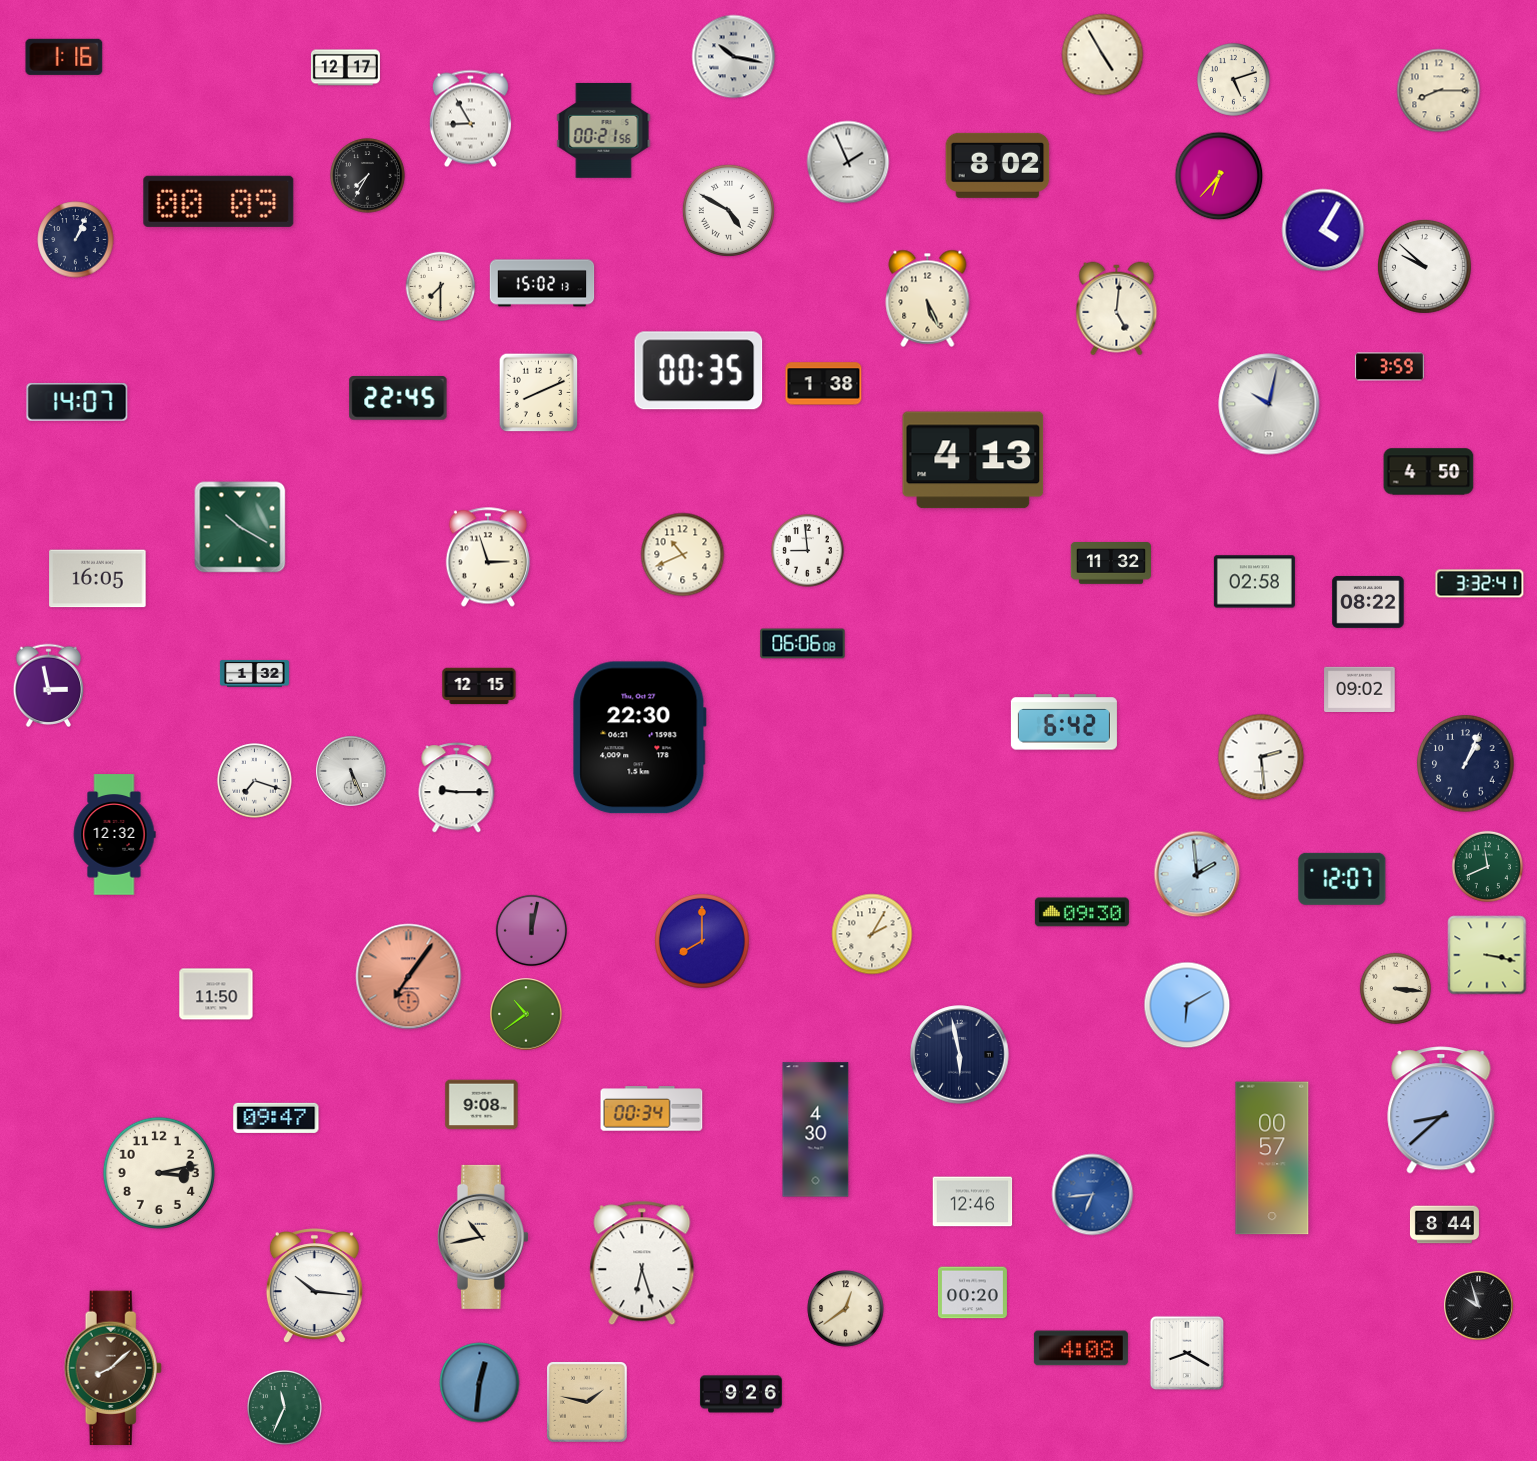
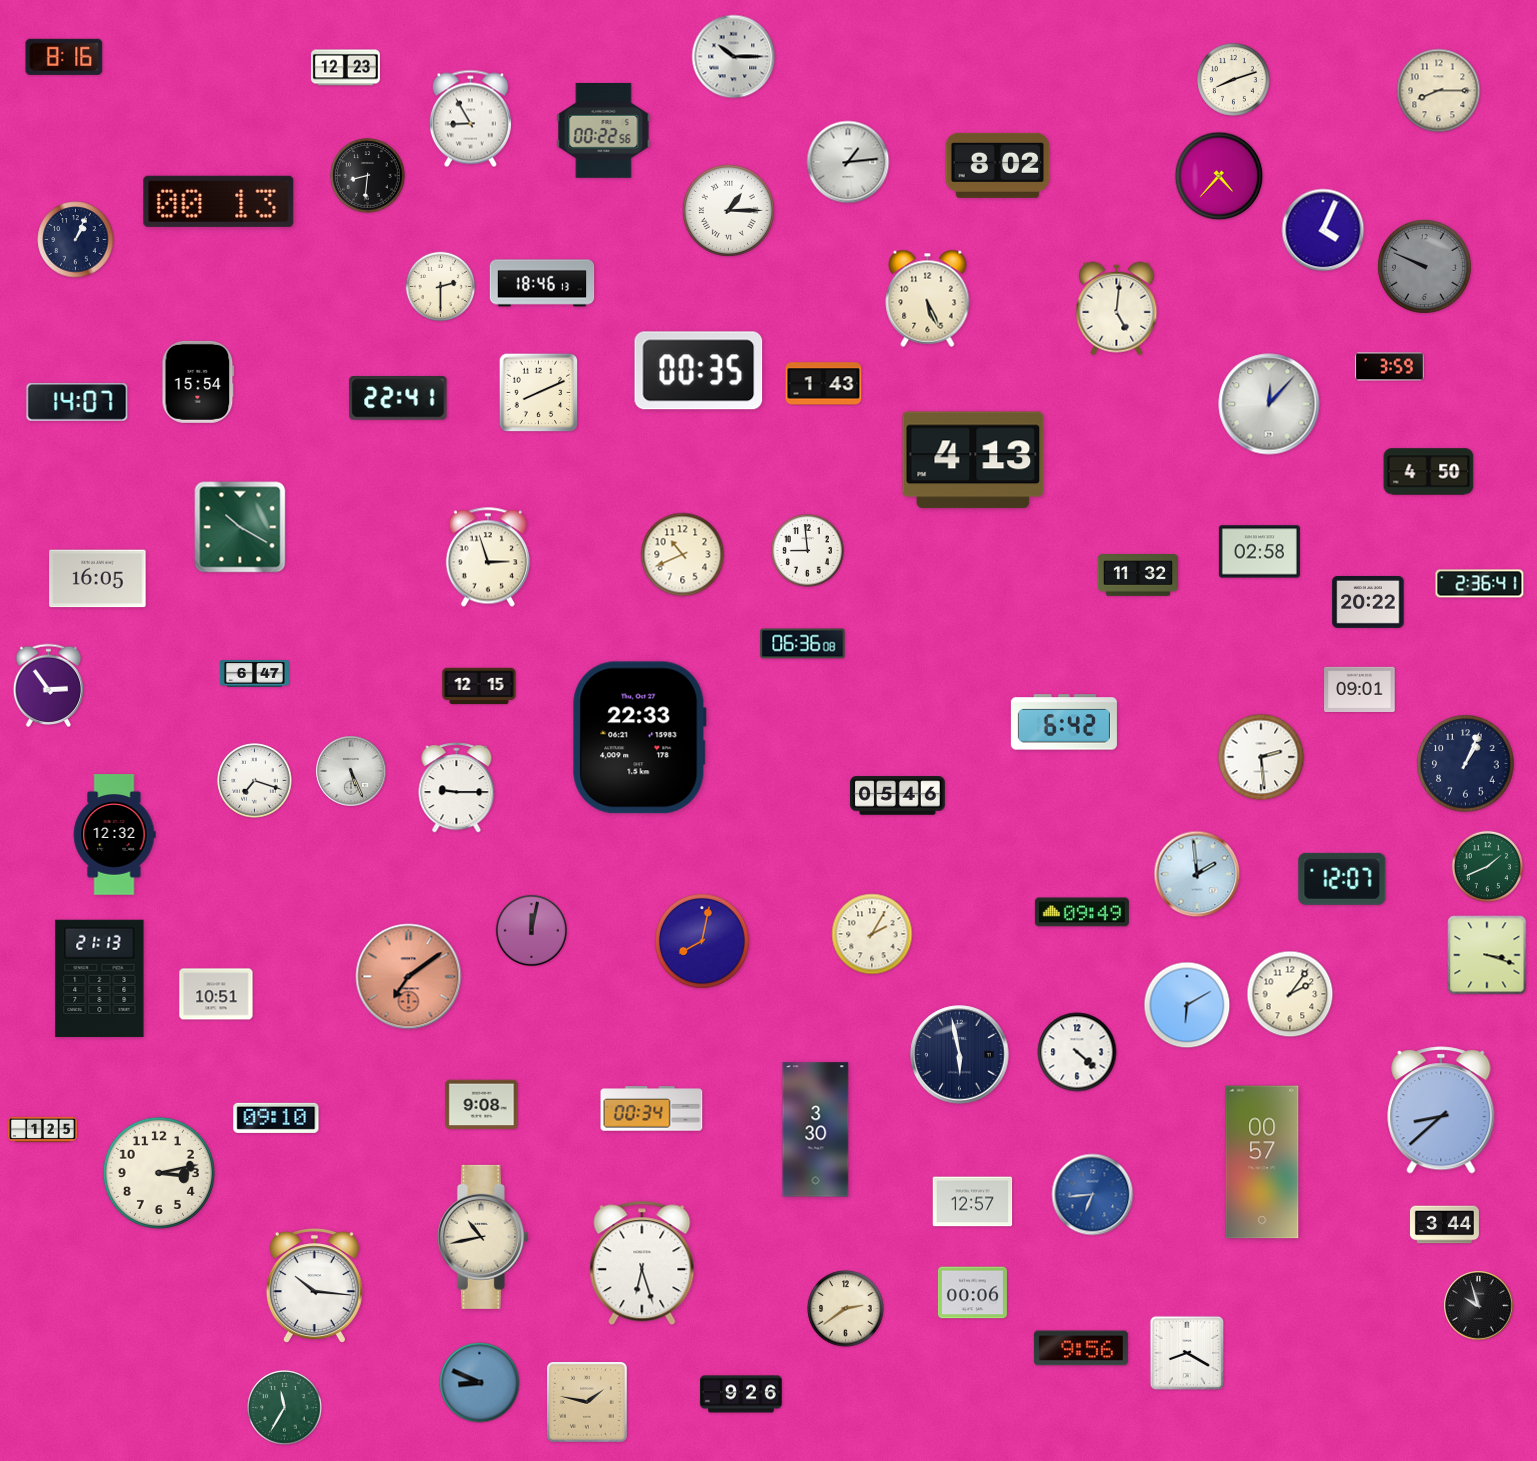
clock at (1103, 55): 4:55 -> none
clock at (64, 57): 1:16 -> 8:16
clock at (734, 57): 10:17 -> 10:15
clock at (345, 68): 12:17 -> 12:23
clock at (1233, 79): 5:12 -> 8:12
clock at (604, 130): 00:21 -> 00:22
clock at (848, 162): 1:56 -> 1:14
clock at (368, 176): 7:35 -> 8:31
clock at (1219, 176): 6:37 -> 4:37
clock at (219, 201): 00:09 -> 00:13
clock at (728, 210): 4:50 -> 1:15
clock at (1323, 230): 4:05 -> 4:04
clock at (1424, 266): 9:52 -> 9:49
clock at (1424, 266) dial: white -> grey
clock at (542, 283): 15:02 -> 18:46
clock at (441, 287): 7:30 -> 2:30
clock at (198, 382): none -> 15:54
clock at (824, 384): 1:38 -> 1:43
clock at (398, 399): 22:45 -> 22:41
clock at (1269, 404): 10:02 -> 12:07
clock at (1110, 563) position: (1110, 563) -> (1137, 575)
clock at (1254, 582) position: (1254, 582) -> (1259, 552)
clock at (1480, 584): 3:32 -> 2:36
clock at (1368, 602): 08:22 -> 20:22
clock at (803, 644): 06:06 -> 06:36
clock at (254, 674): 1:32 -> 6:47
clock at (49, 685): 2:58 -> 2:54
clock at (1360, 689): 09:02 -> 09:01
clock at (639, 738): 22:30 -> 22:33
clock at (898, 796): none -> 05:46
clock at (1487, 866): 11:41 -> 1:41
clock at (1082, 912): 09:30 -> 09:49
clock at (703, 942): 8:00 -> 8:02
clock at (1487, 955): 3:17 -> 3:18
clock at (409, 977): 7:06 -> 7:09
clock at (100, 978): none -> 21:13
clock at (1395, 988): 3:16 -> none
clock at (216, 994): 11:50 -> 10:51
clock at (1290, 994): none -> 2:06
clock at (526, 1014): 10:39 -> none
clock at (1077, 1052): none -> 4:22
clock at (276, 1118): 09:47 -> 09:10
clock at (42, 1130): none -> 1:25
clock at (816, 1130): 4:30 -> 3:30
clock at (1272, 1158) position: (1272, 1158) -> (1262, 1162)
clock at (973, 1202): 12:46 -> 12:57
clock at (1444, 1225): 8:44 -> 3:44
clock at (972, 1293): 00:20 -> 00:06
clock at (846, 1309): 12:39 -> 2:39
clock at (1081, 1348): 4:08 -> 9:56
clock at (113, 1367): 8:08 -> none
clock at (480, 1383): 12:31 -> 8:49
clock at (285, 1408): 11:34 -> 11:35
